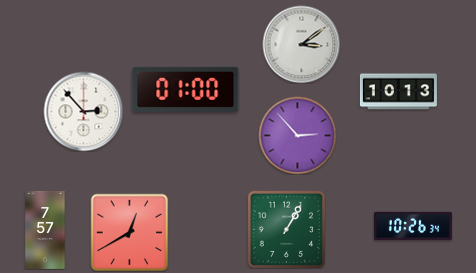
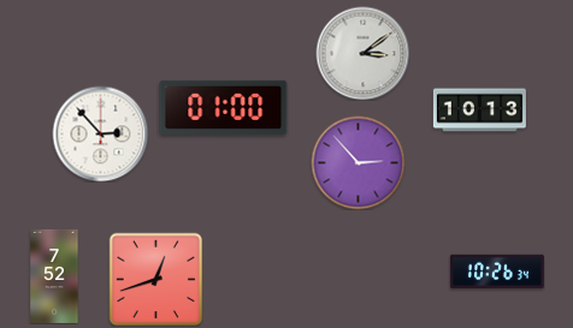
clock at (286, 229): 1:05 -> none
clock at (45, 230): 7:57 -> 7:52
clock at (129, 232): 12:40 -> 12:42
